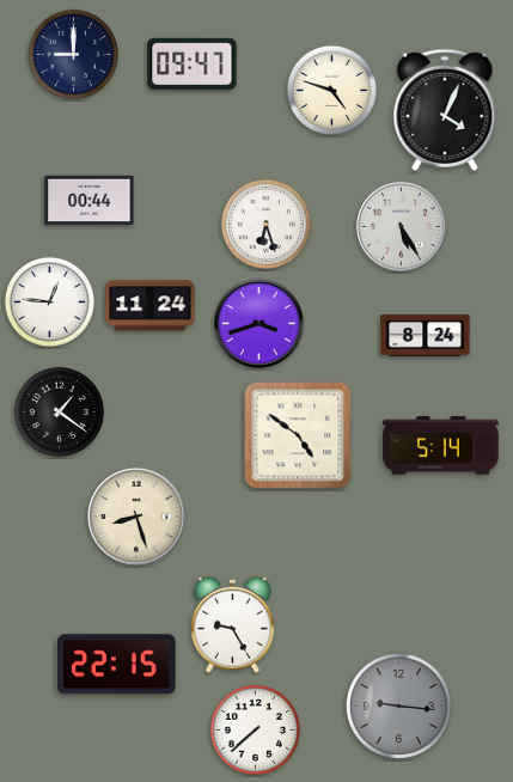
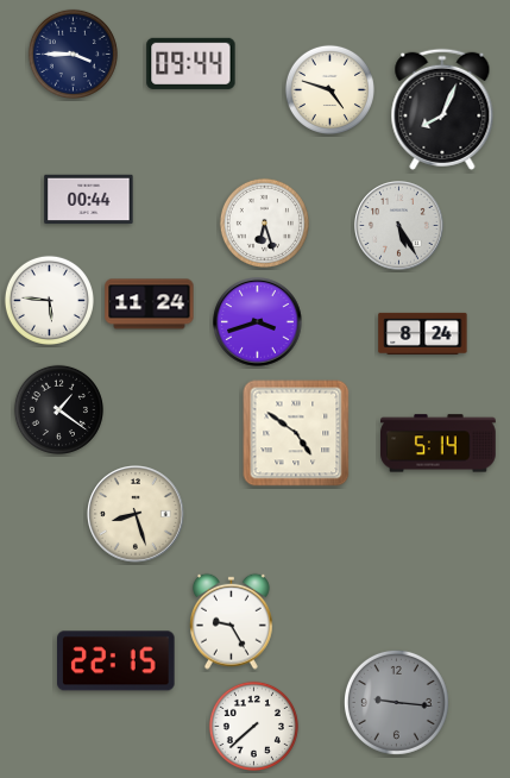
clock at (73, 54): 9:00 -> 3:45
clock at (193, 63): 09:47 -> 09:44
clock at (445, 110): 4:04 -> 8:04
clock at (49, 301): 12:46 -> 5:46
